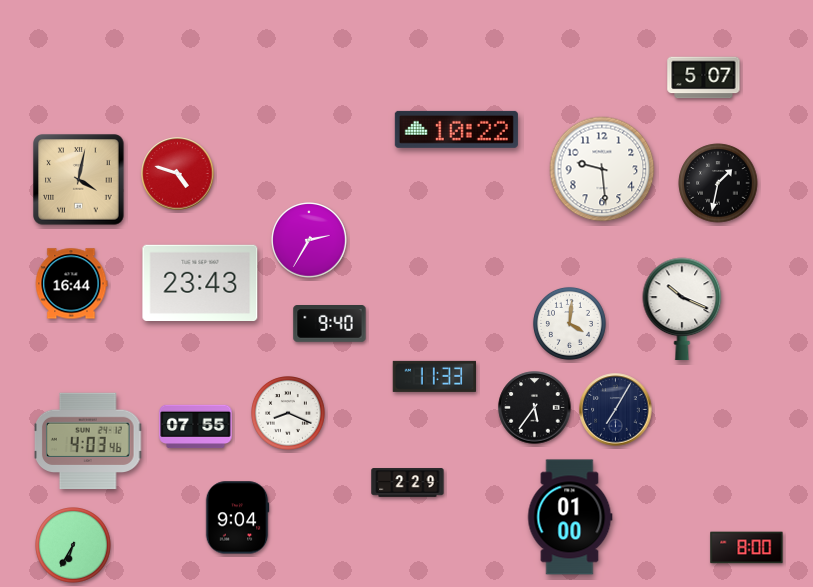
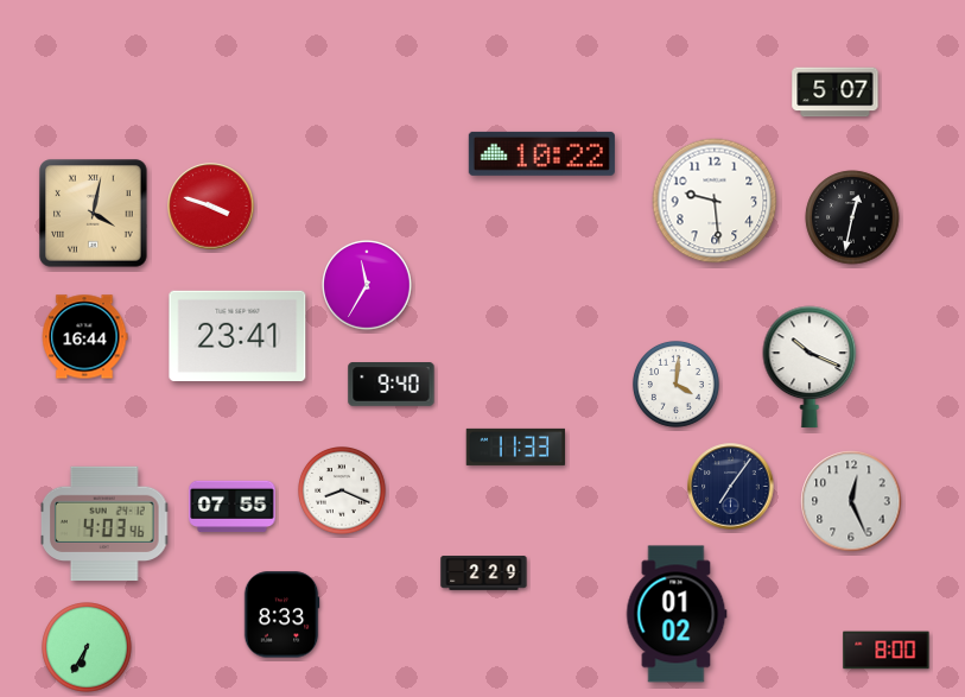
clock at (178, 174): 4:48 -> 3:48
clock at (718, 183): 1:32 -> 12:32
clock at (309, 240): 2:35 -> 11:35
clock at (200, 282): 23:43 -> 23:41
clock at (535, 408): 5:36 -> none
clock at (616, 410): 7:05 -> 7:06
clock at (851, 501): none -> 12:26
clock at (570, 517): 01:00 -> 01:02
clock at (237, 518): 9:04 -> 8:33
